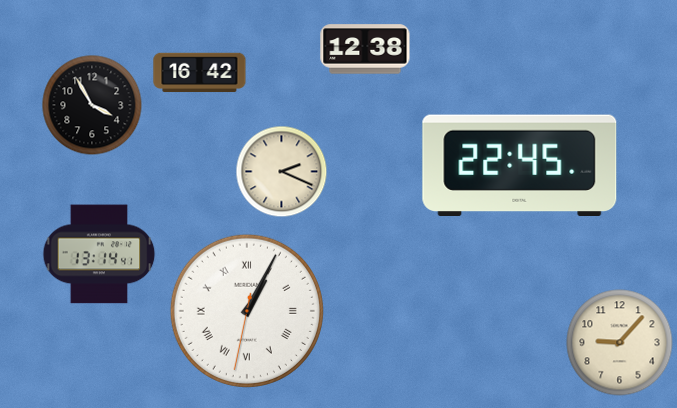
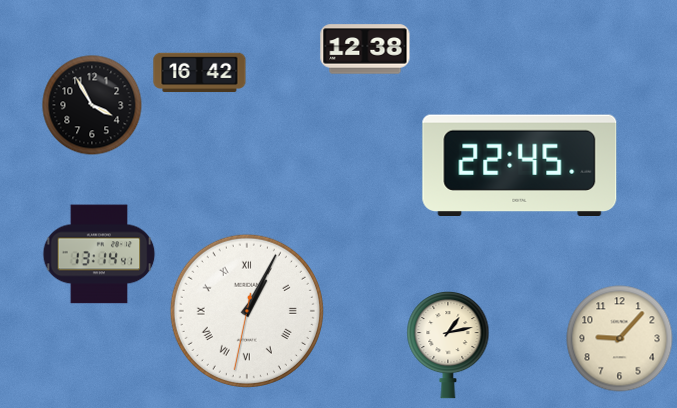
clock at (281, 171): 2:19 -> none
clock at (620, 343) position: (620, 343) -> (620, 339)
clock at (448, 345): none -> 1:13
